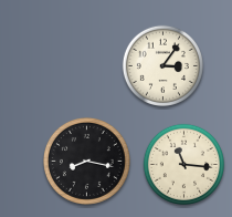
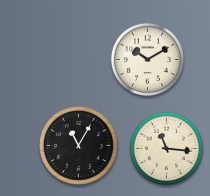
clock at (162, 65): 3:06 -> 10:10
clock at (86, 161): 8:17 -> 11:05
